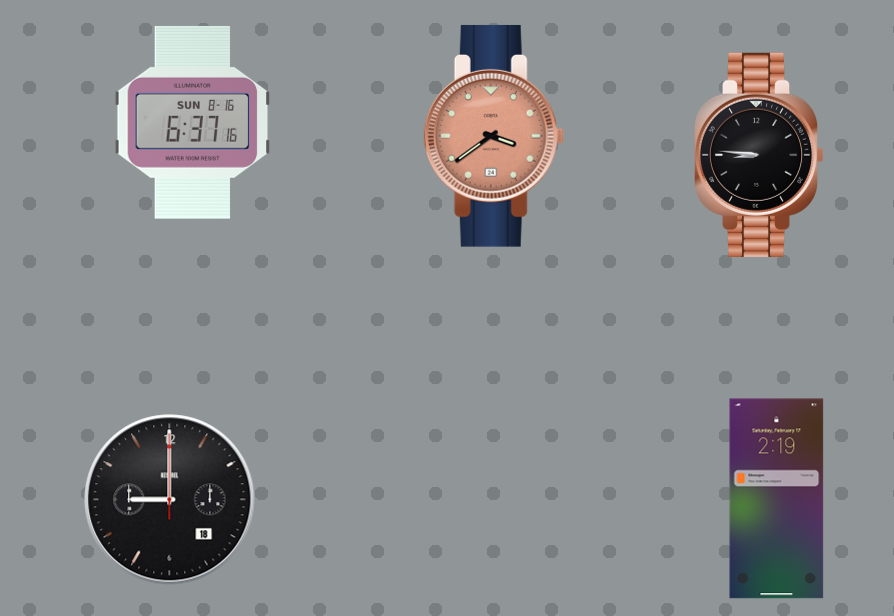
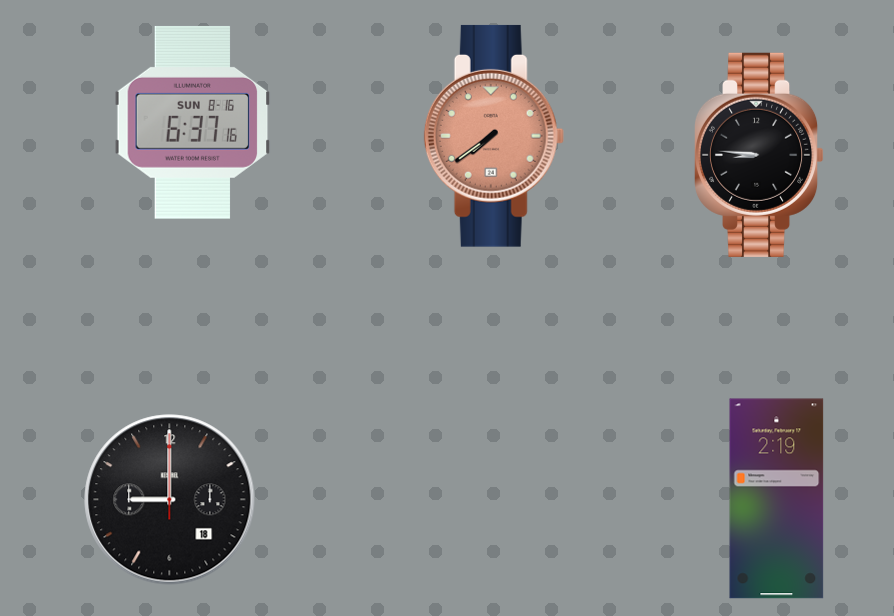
clock at (494, 136): 3:39 -> 7:39
